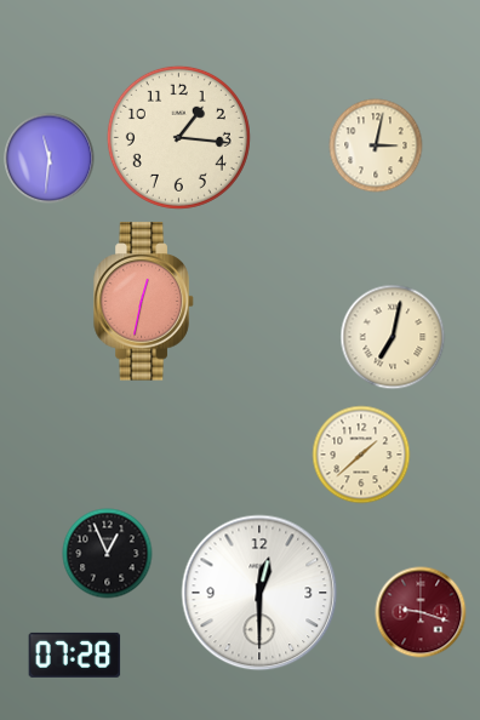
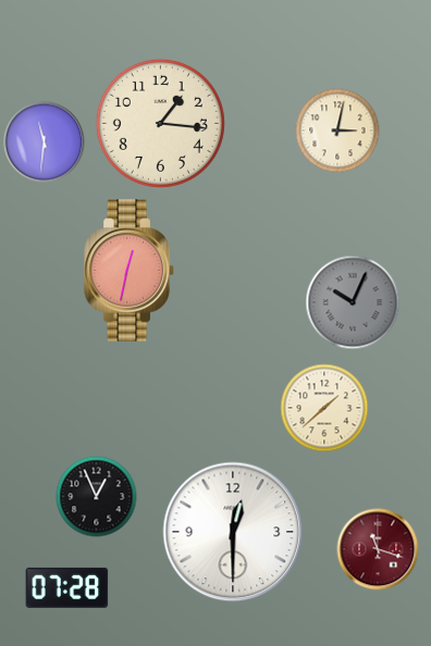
clock at (393, 337): 7:02 -> 10:04
clock at (393, 337) dial: cream -> grey
clock at (421, 612): 9:18 -> 11:18
